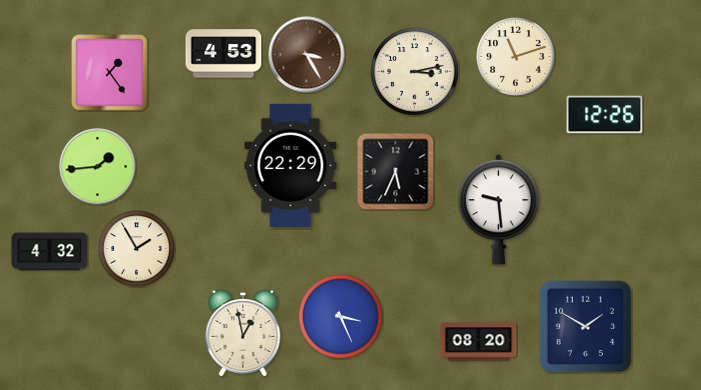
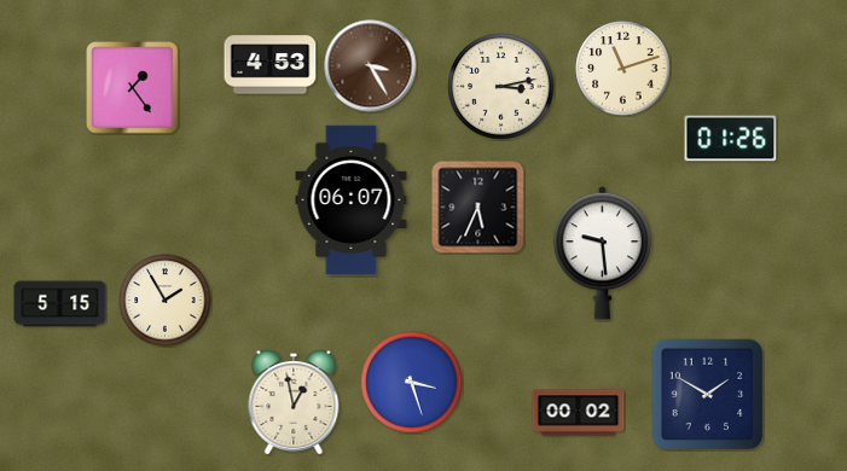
clock at (605, 115): 12:26 -> 01:26
clock at (291, 165): 22:29 -> 06:07
clock at (98, 167): 1:44 -> none
clock at (50, 252): 4:32 -> 5:15
clock at (341, 317): 3:26 -> 3:27
clock at (479, 342): 08:20 -> 00:02
